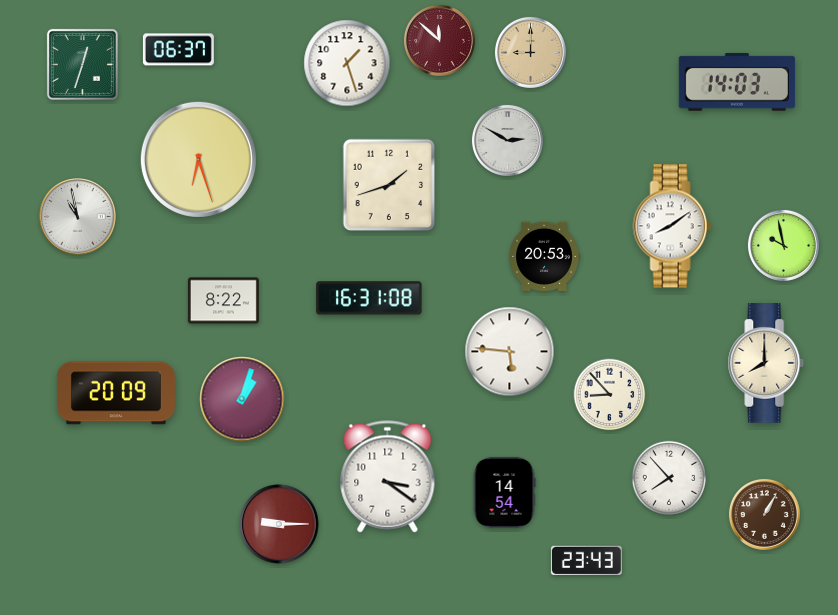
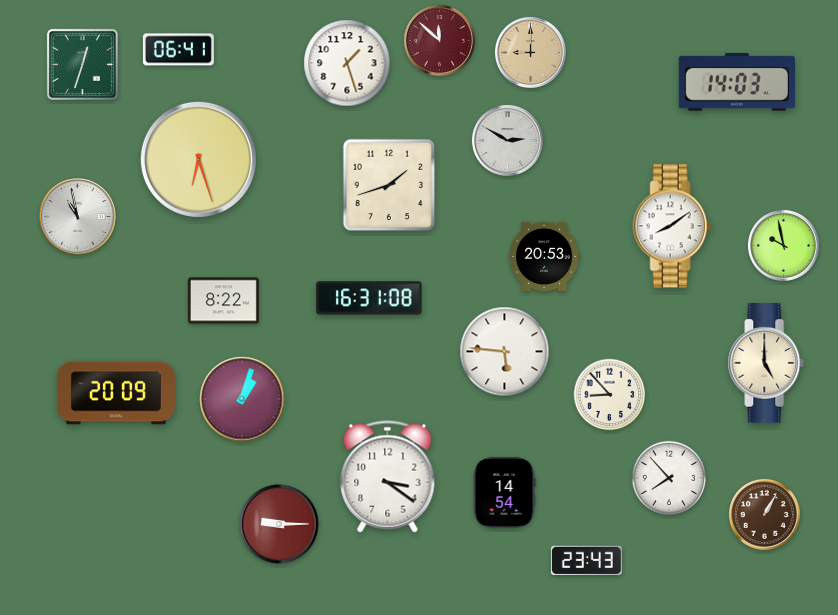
clock at (178, 50): 06:37 -> 06:41
clock at (510, 352) position: (510, 352) -> (505, 352)
clock at (766, 363): 8:00 -> 5:00
